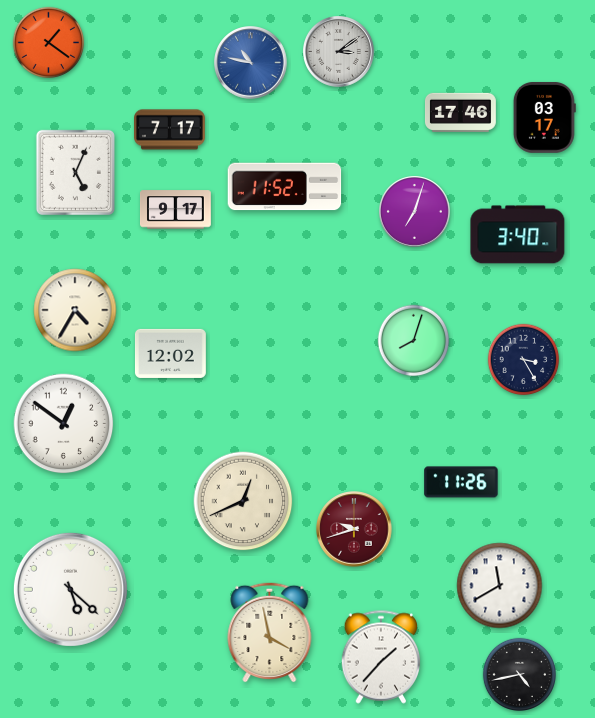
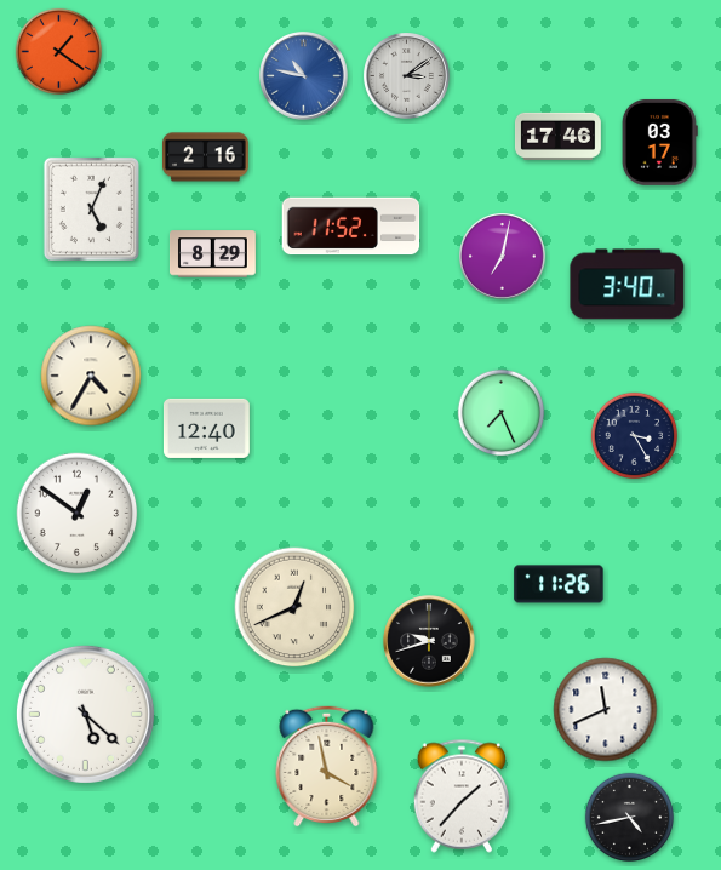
clock at (339, 52) position: (339, 52) -> (407, 76)
clock at (170, 130): 7:17 -> 2:16
clock at (285, 187) position: (285, 187) -> (351, 227)
clock at (176, 210): 9:17 -> 8:29
clock at (415, 212): 7:03 -> 7:02
clock at (414, 341): 8:03 -> 7:26
clock at (171, 353): 12:02 -> 12:40
clock at (354, 529) dial: burgundy -> black
clock at (500, 586): 11:40 -> 11:41
